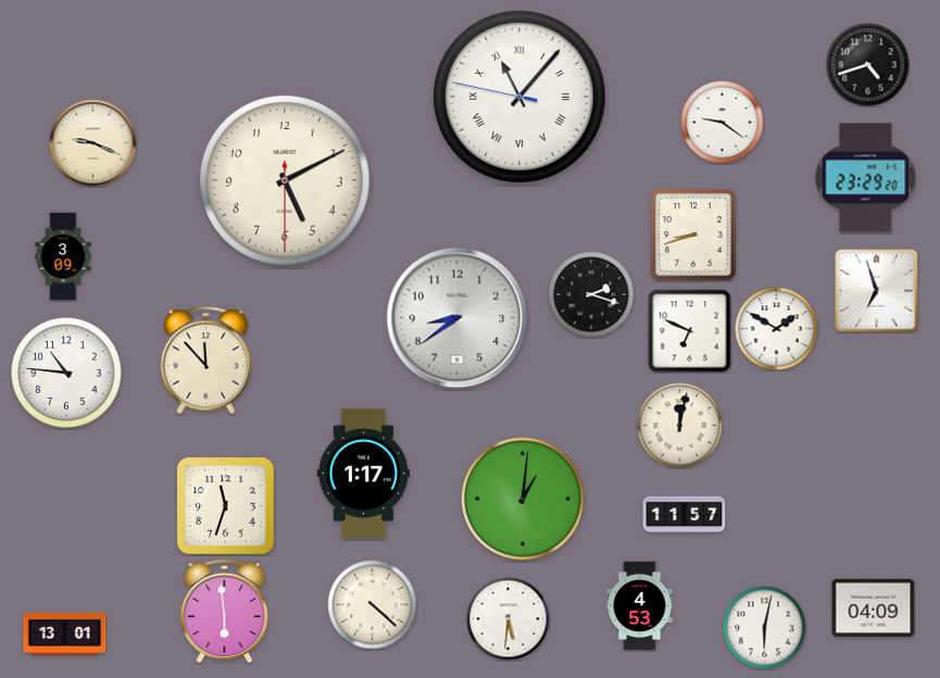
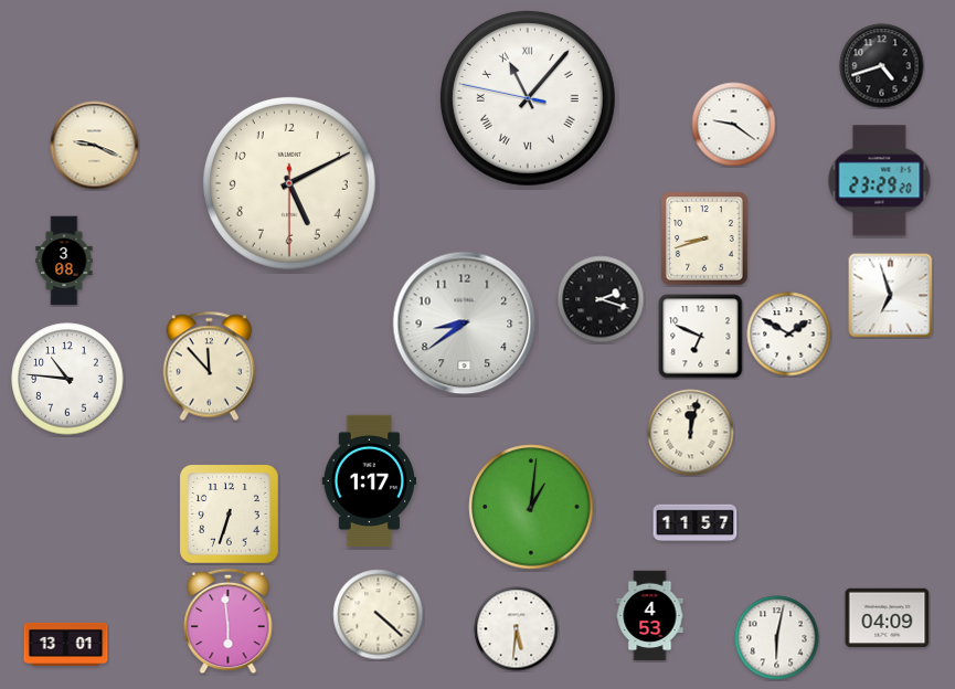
clock at (63, 256): 3:09 -> 3:08
clock at (226, 506): 11:33 -> 6:33
